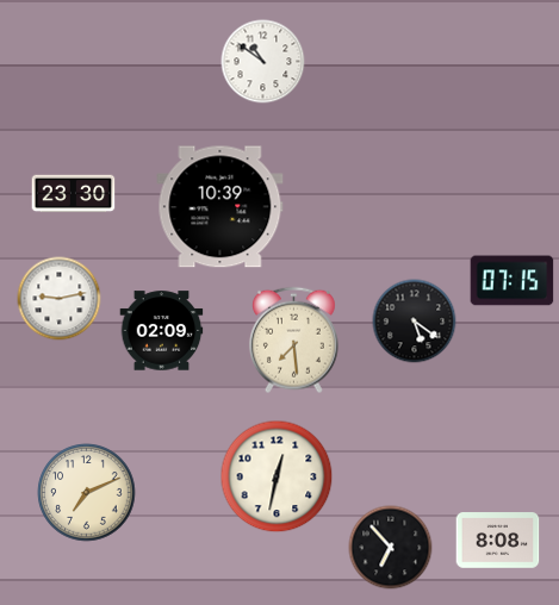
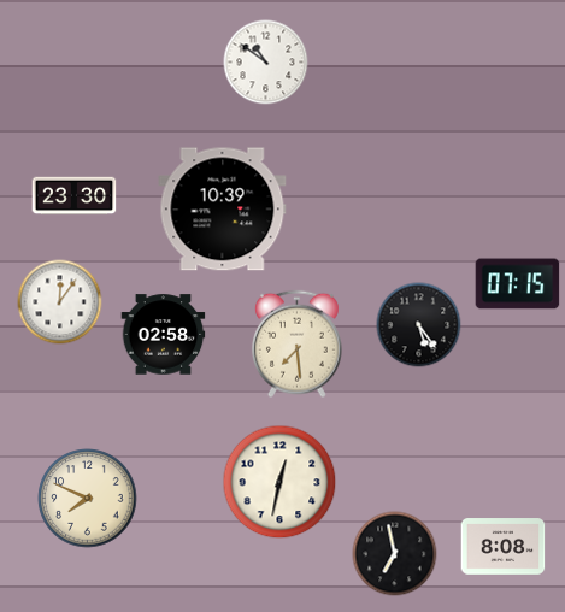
clock at (60, 299): 9:13 -> 12:06
clock at (415, 322): 5:21 -> 5:24
clock at (162, 331): 02:09 -> 02:58
clock at (87, 493): 7:11 -> 7:49
clock at (391, 548): 6:53 -> 6:58
